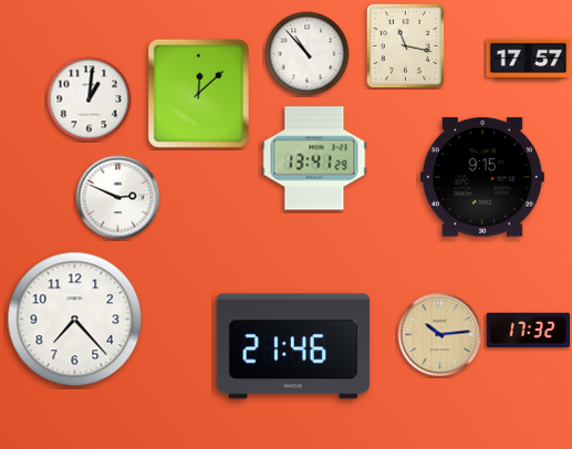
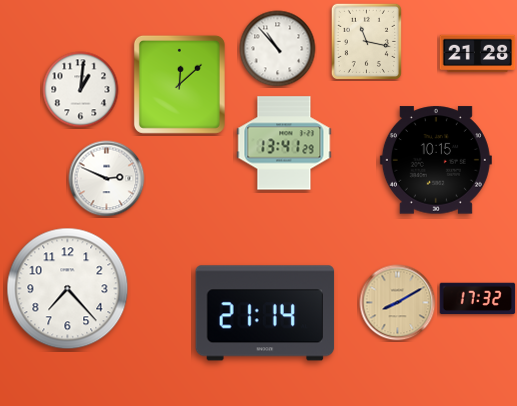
clock at (529, 60): 17:57 -> 21:28
clock at (482, 177): 9:15 -> 10:15
clock at (440, 335): 10:14 -> 8:10
clock at (293, 346): 21:46 -> 21:14
